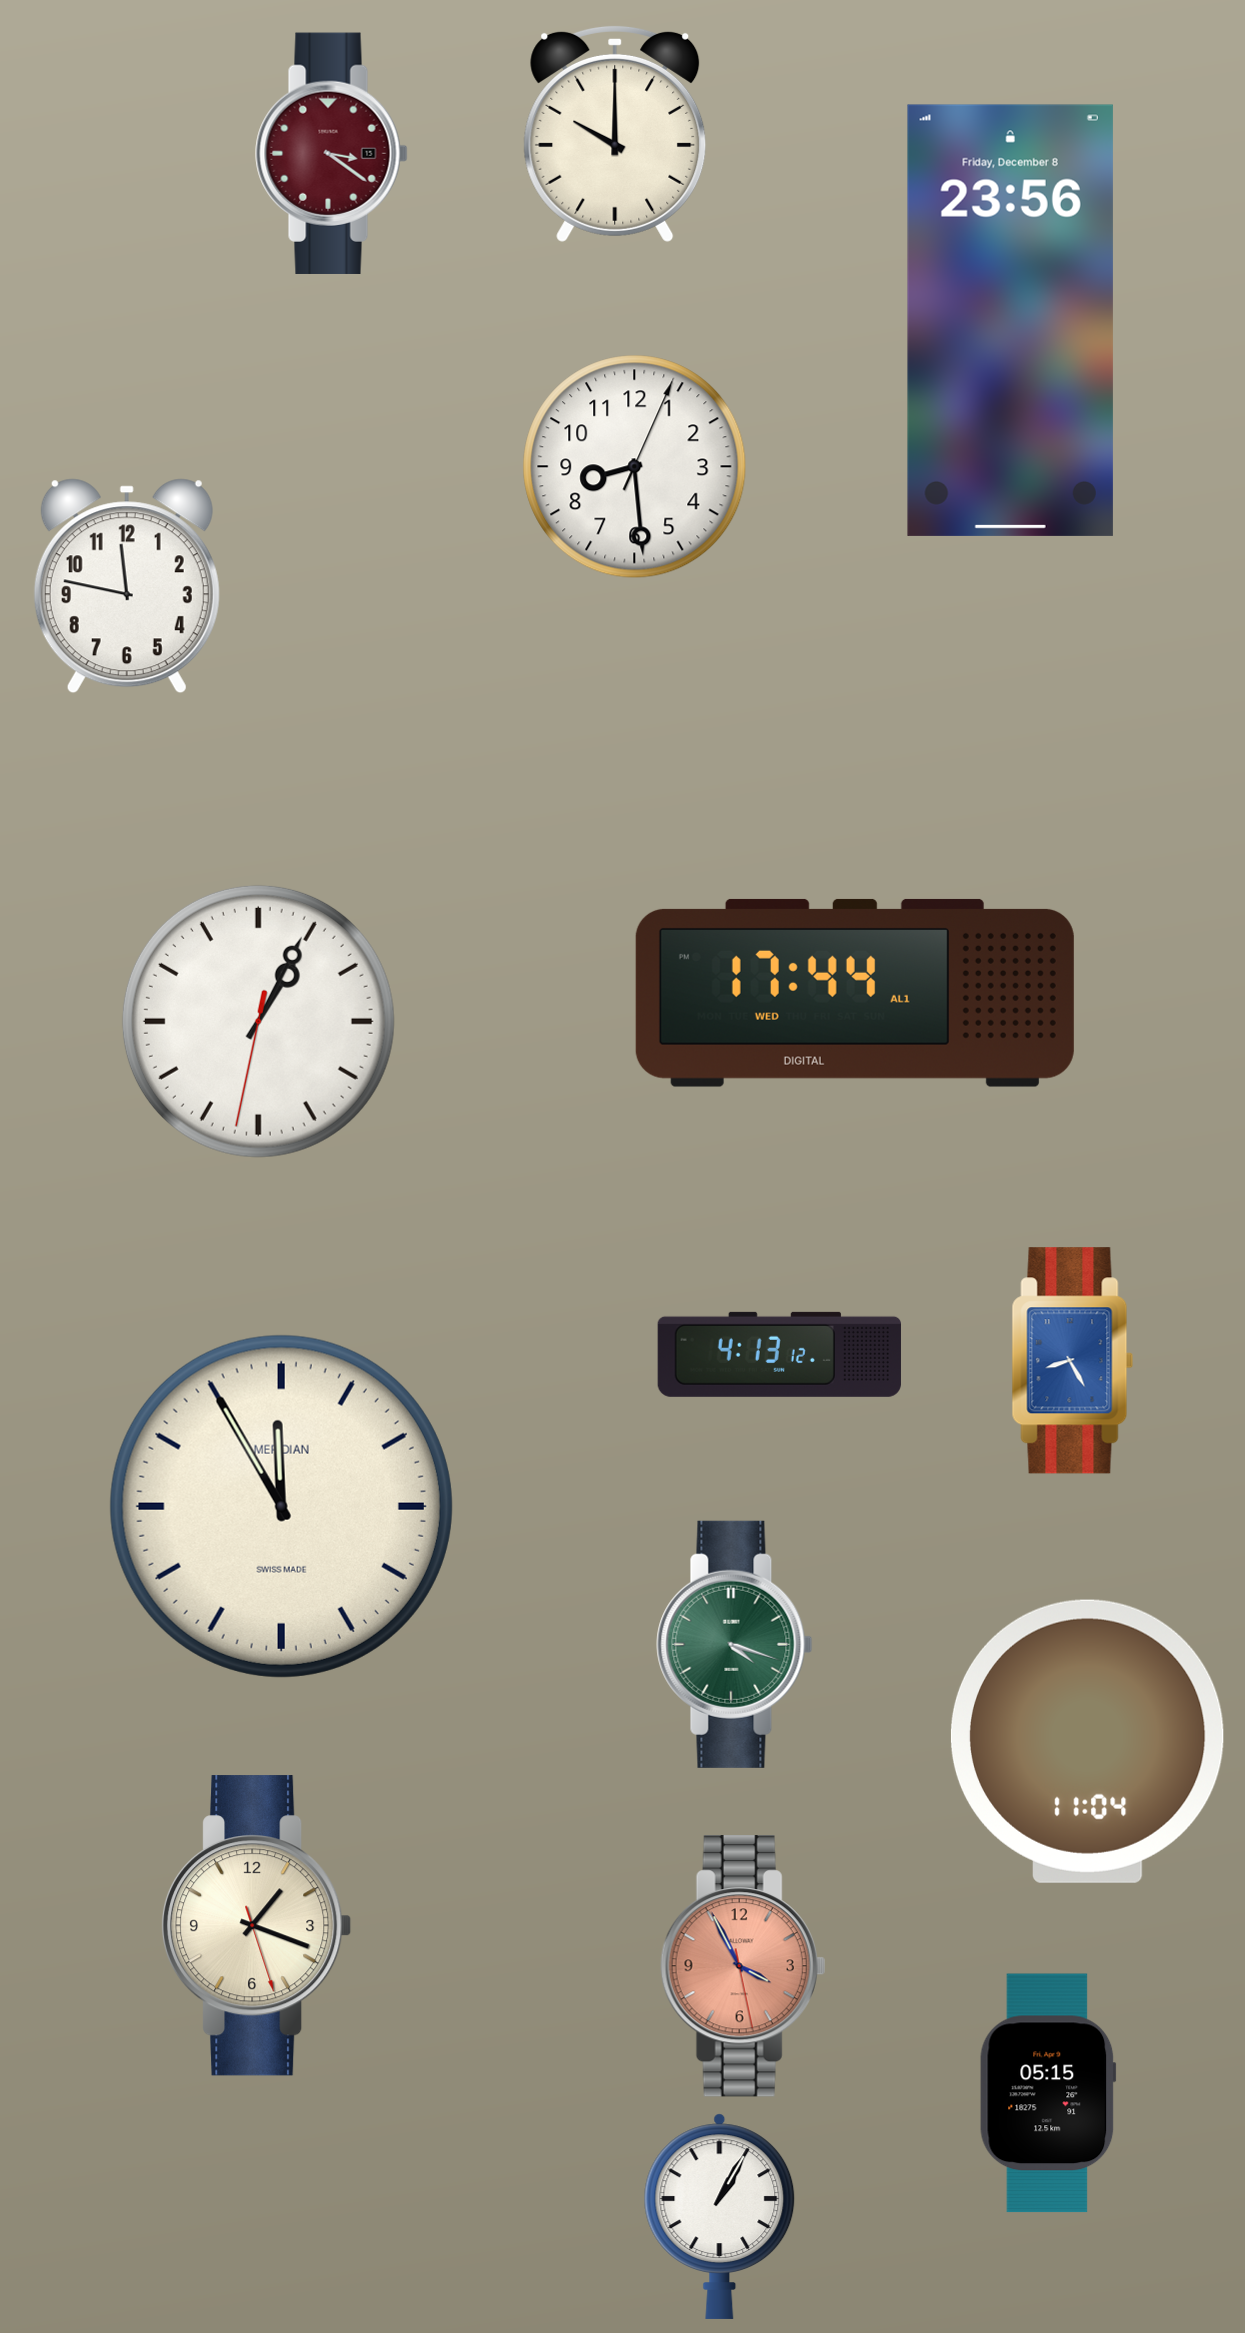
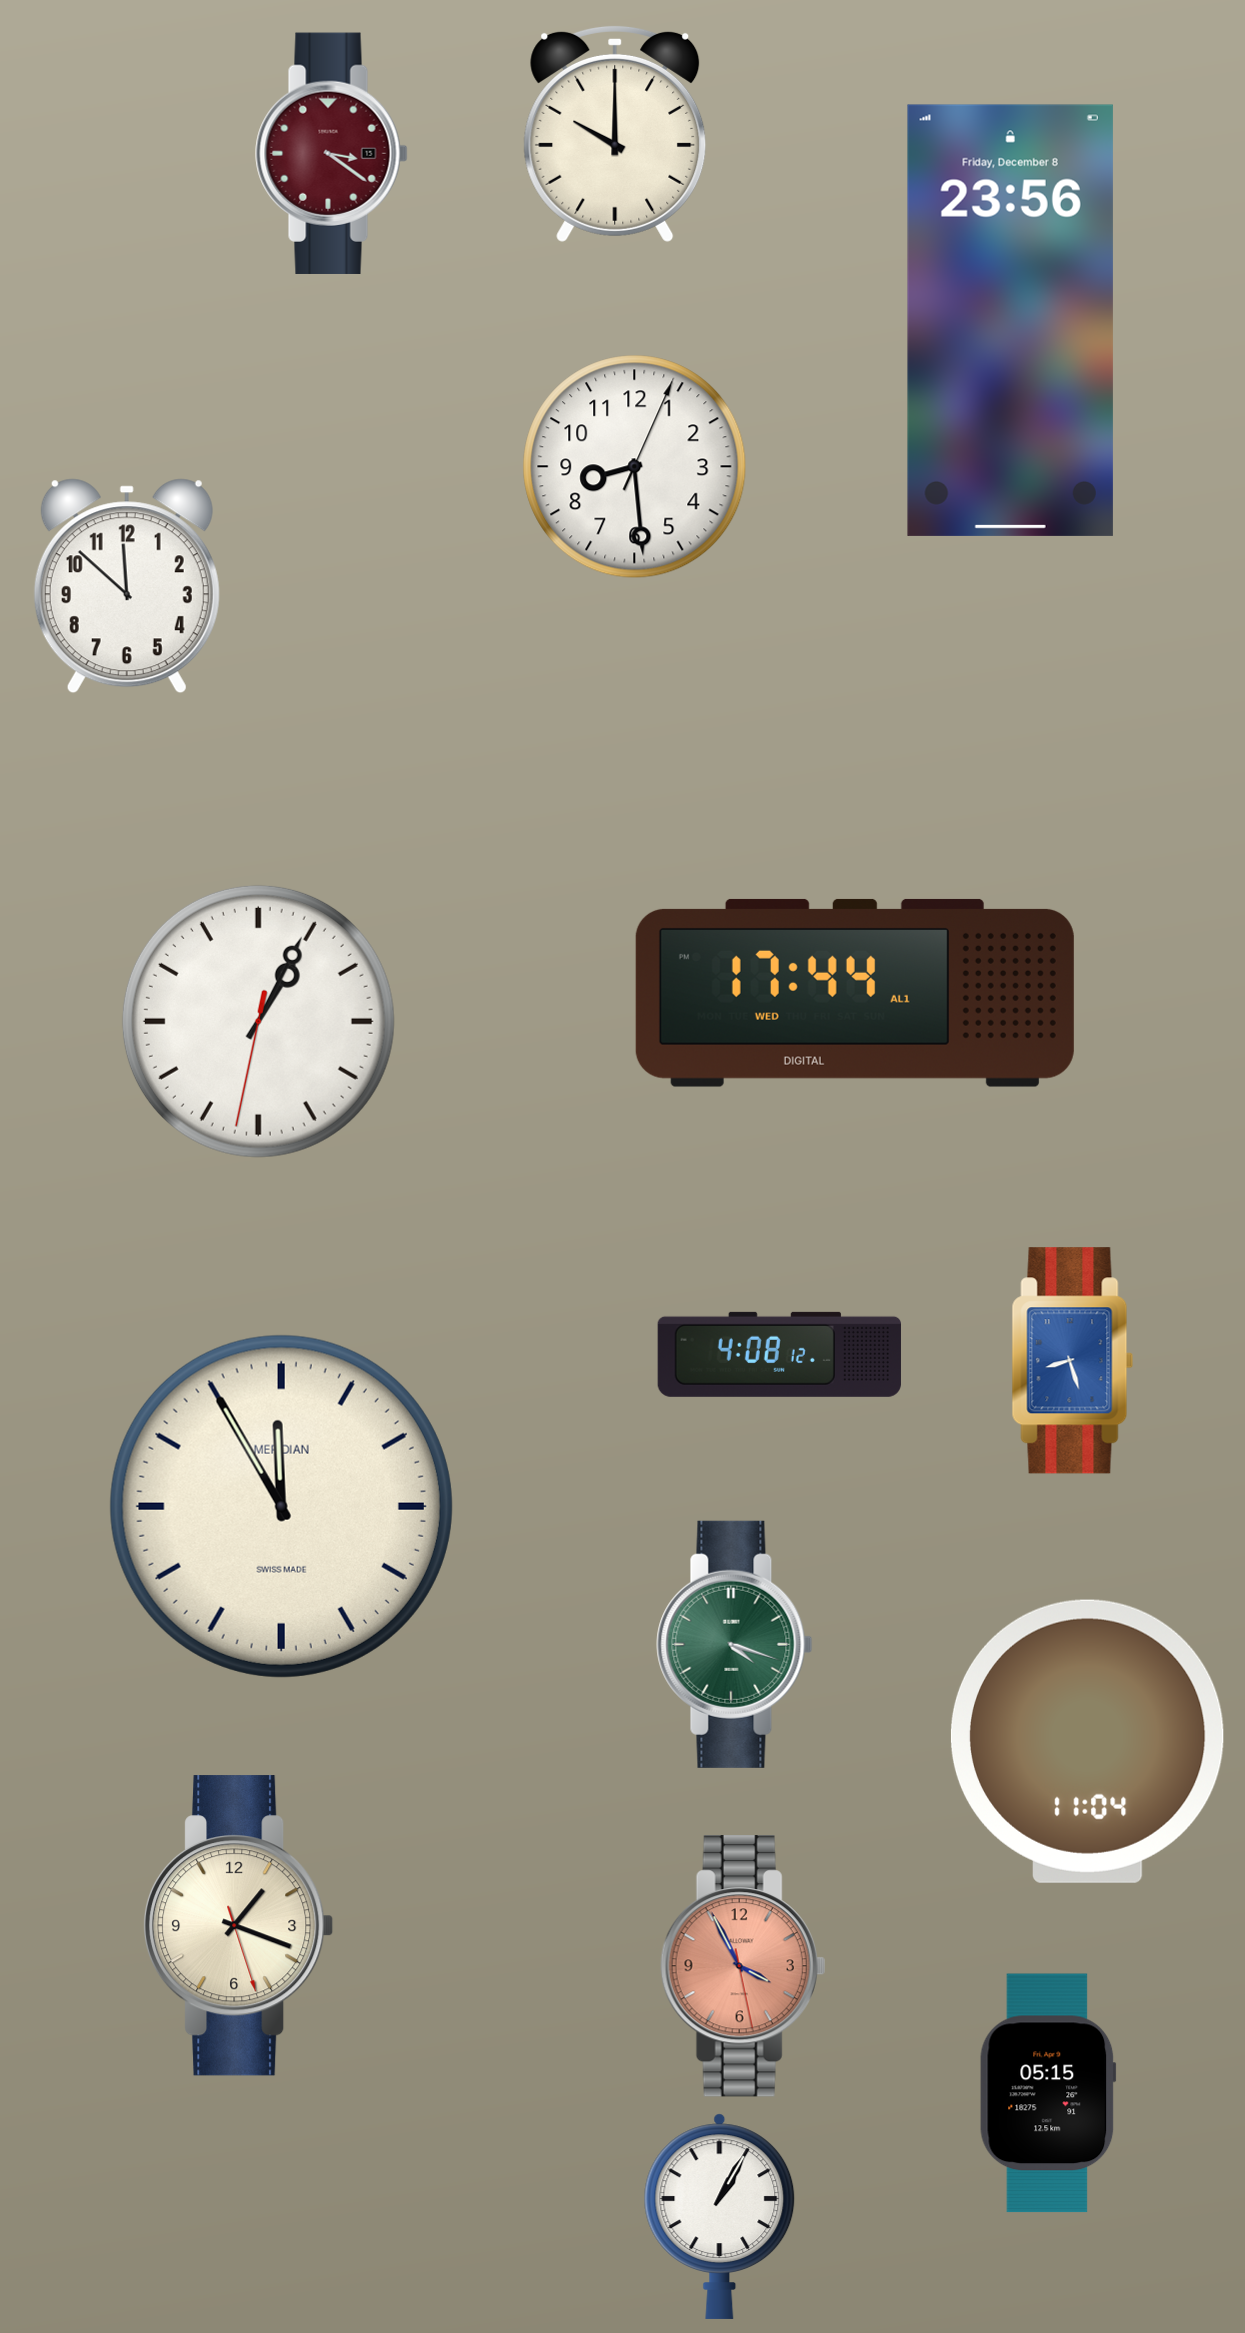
clock at (127, 586): 11:47 -> 11:52
clock at (779, 1354): 4:13 -> 4:08
clock at (1073, 1361): 8:25 -> 8:27
clock at (257, 1926) position: (257, 1926) -> (239, 1926)
